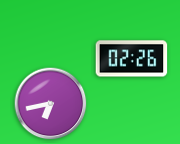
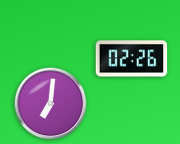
clock at (51, 104): 6:43 -> 7:01
